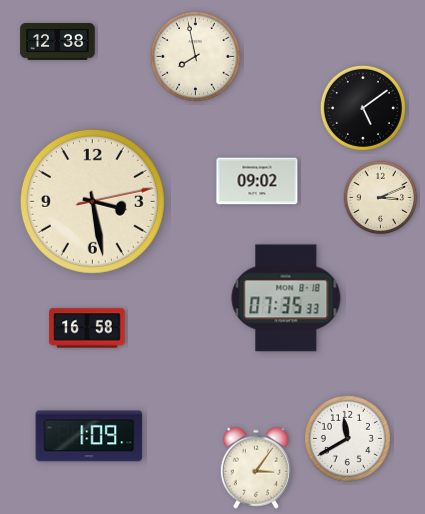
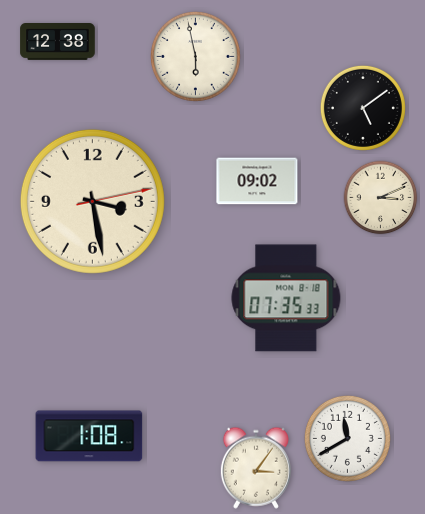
clock at (196, 57): 7:58 -> 5:58
clock at (87, 328): 16:58 -> none
clock at (89, 436): 1:09 -> 1:08
